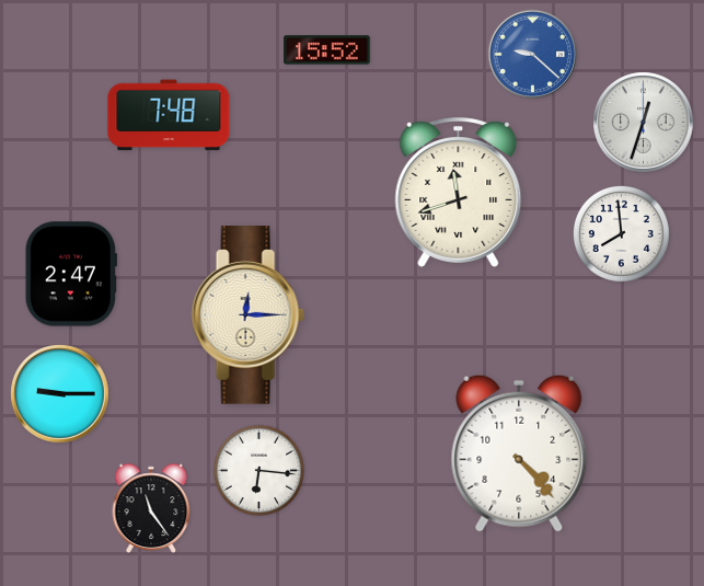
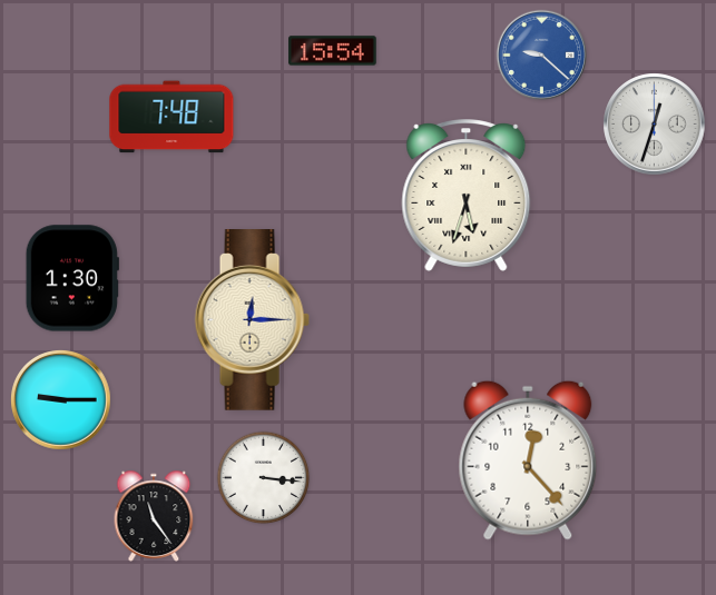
clock at (327, 50): 15:52 -> 15:54
clock at (459, 193): 11:42 -> 5:33
clock at (621, 233): 7:59 -> none
clock at (71, 274): 2:47 -> 1:30
clock at (519, 453): 4:23 -> 12:23
clock at (259, 471): 6:16 -> 3:16
